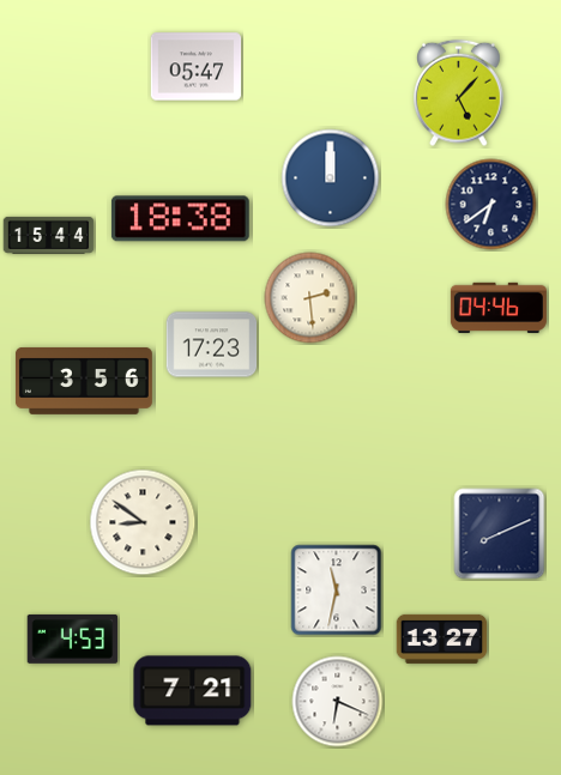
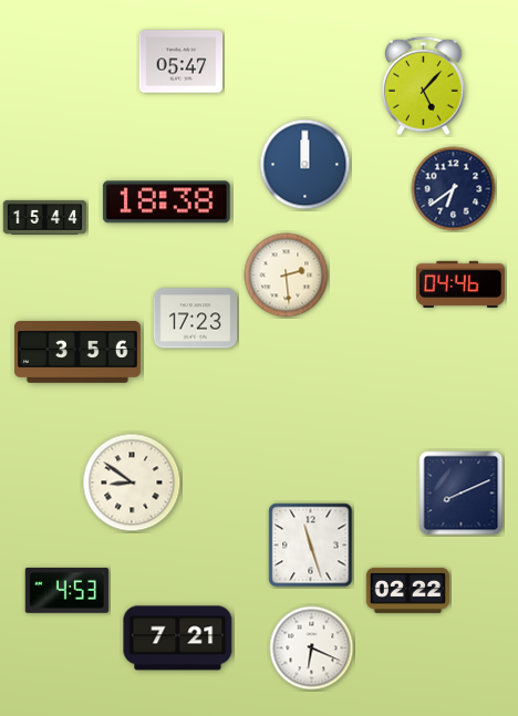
clock at (337, 591): 11:32 -> 11:27
clock at (442, 638): 13:27 -> 02:22
